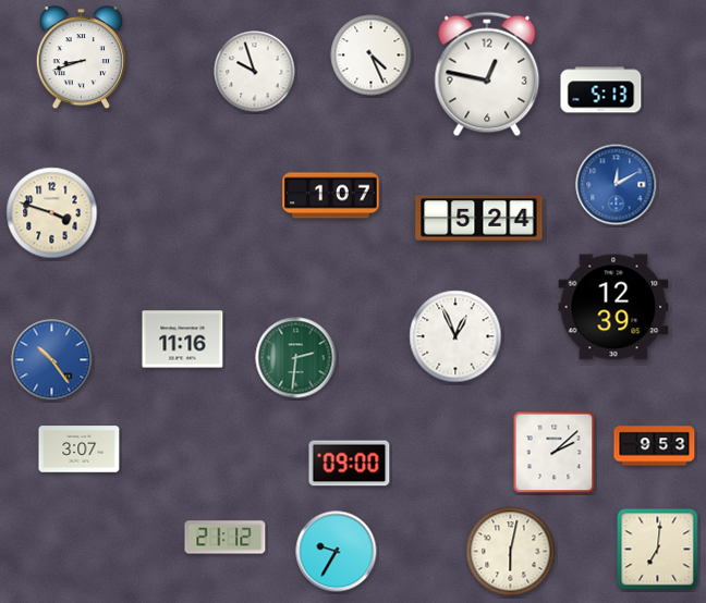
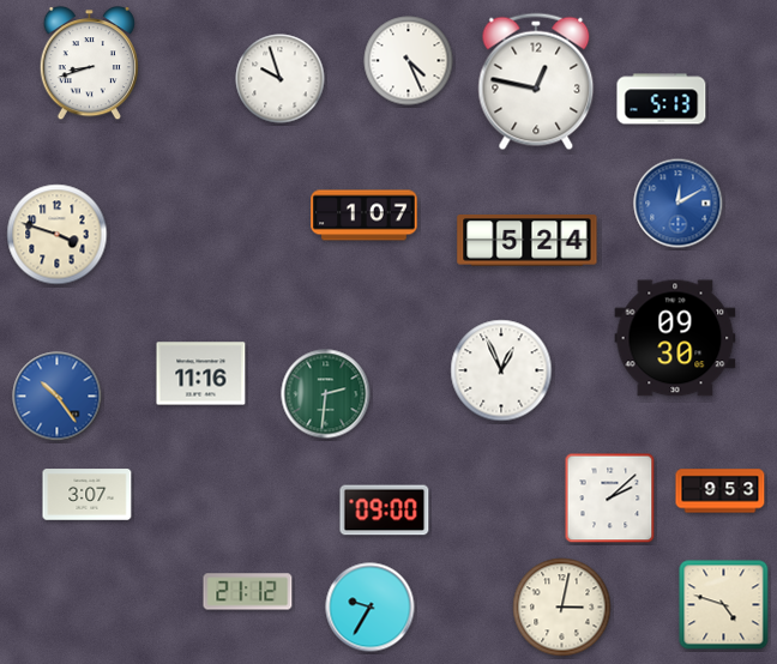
clock at (613, 307): 12:39 -> 09:30
clock at (658, 550): 7:01 -> 4:48
clock at (511, 552): 6:02 -> 3:02
